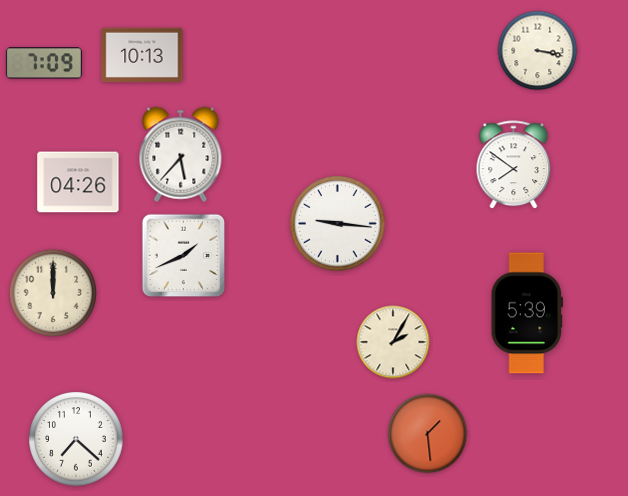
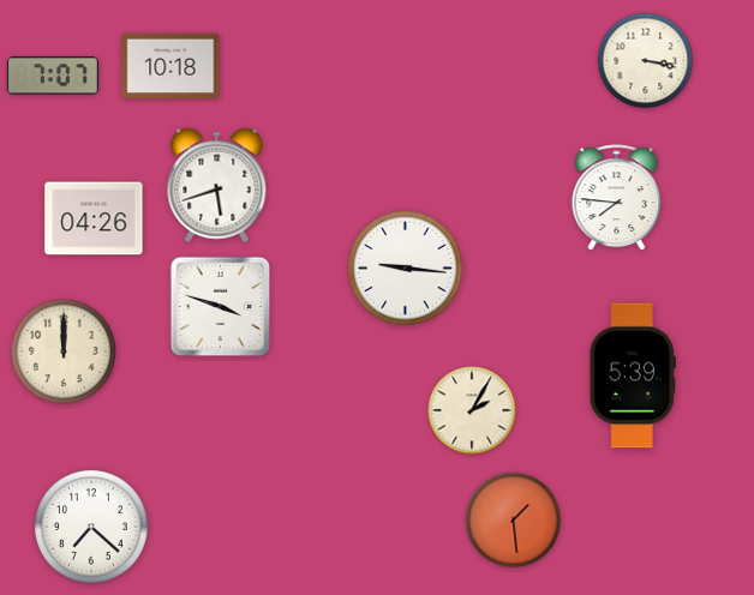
clock at (142, 54): 10:13 -> 10:18
clock at (44, 63): 7:09 -> 7:07
clock at (181, 155): 5:37 -> 5:42
clock at (514, 165): 7:51 -> 7:46
clock at (184, 256): 1:41 -> 3:48
